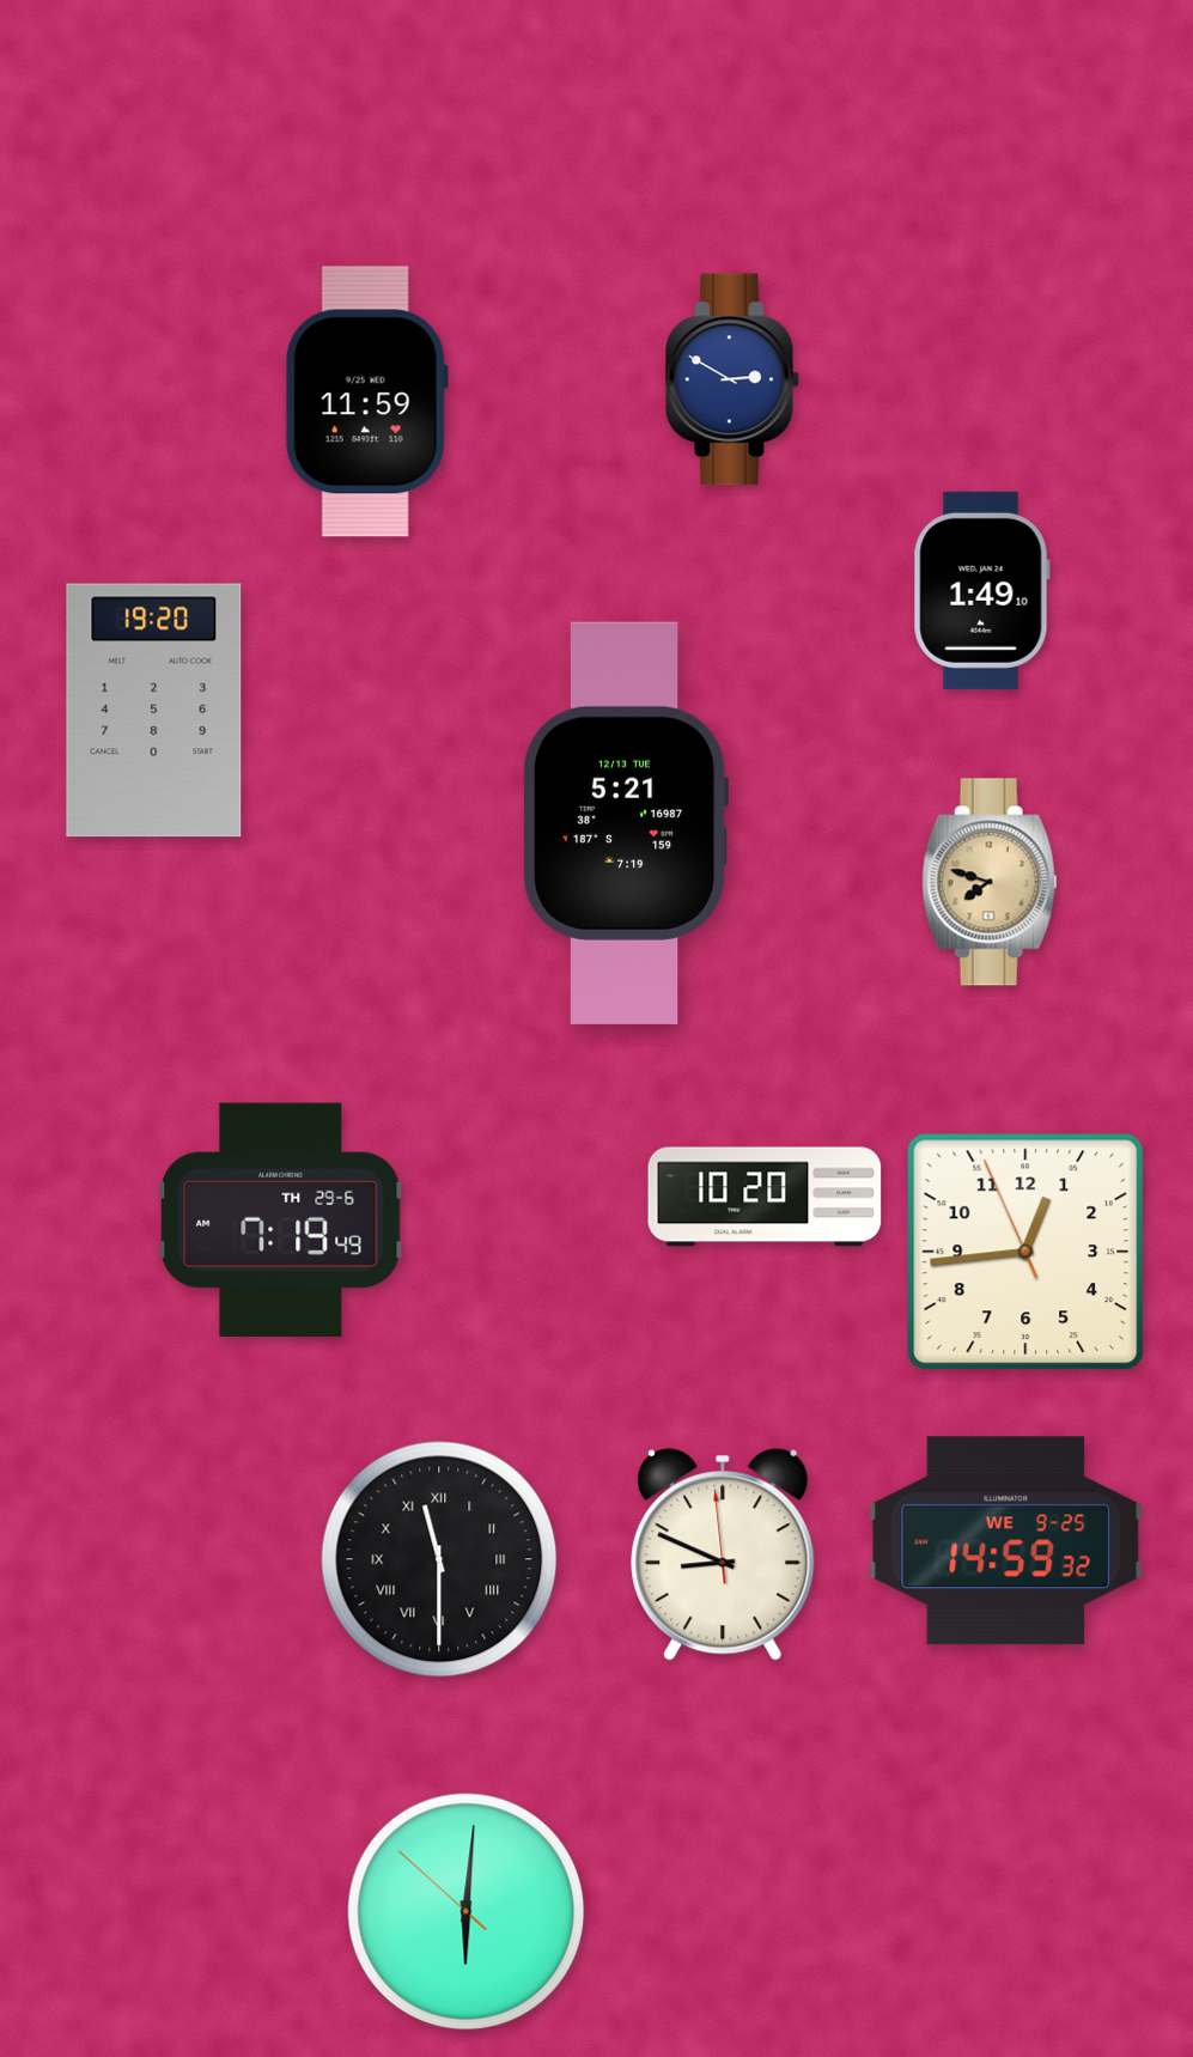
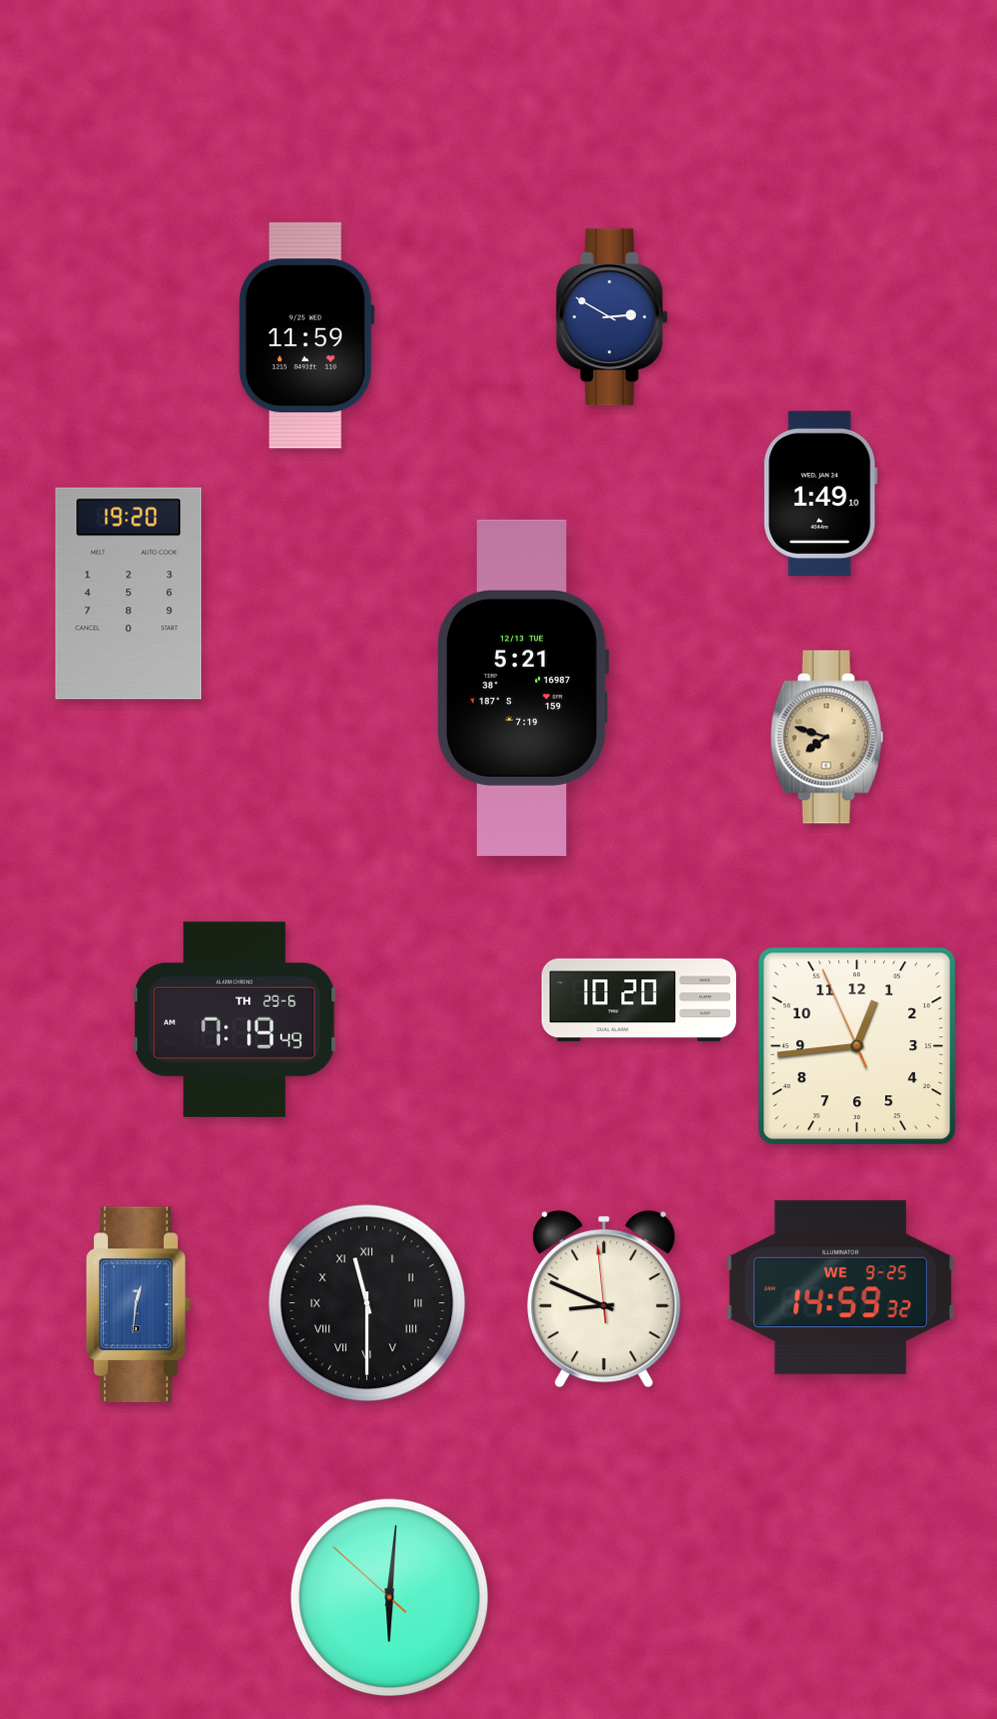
clock at (138, 1305): none -> 12:31
